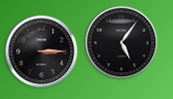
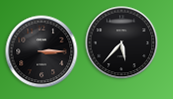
clock at (122, 43): 5:06 -> 5:37
